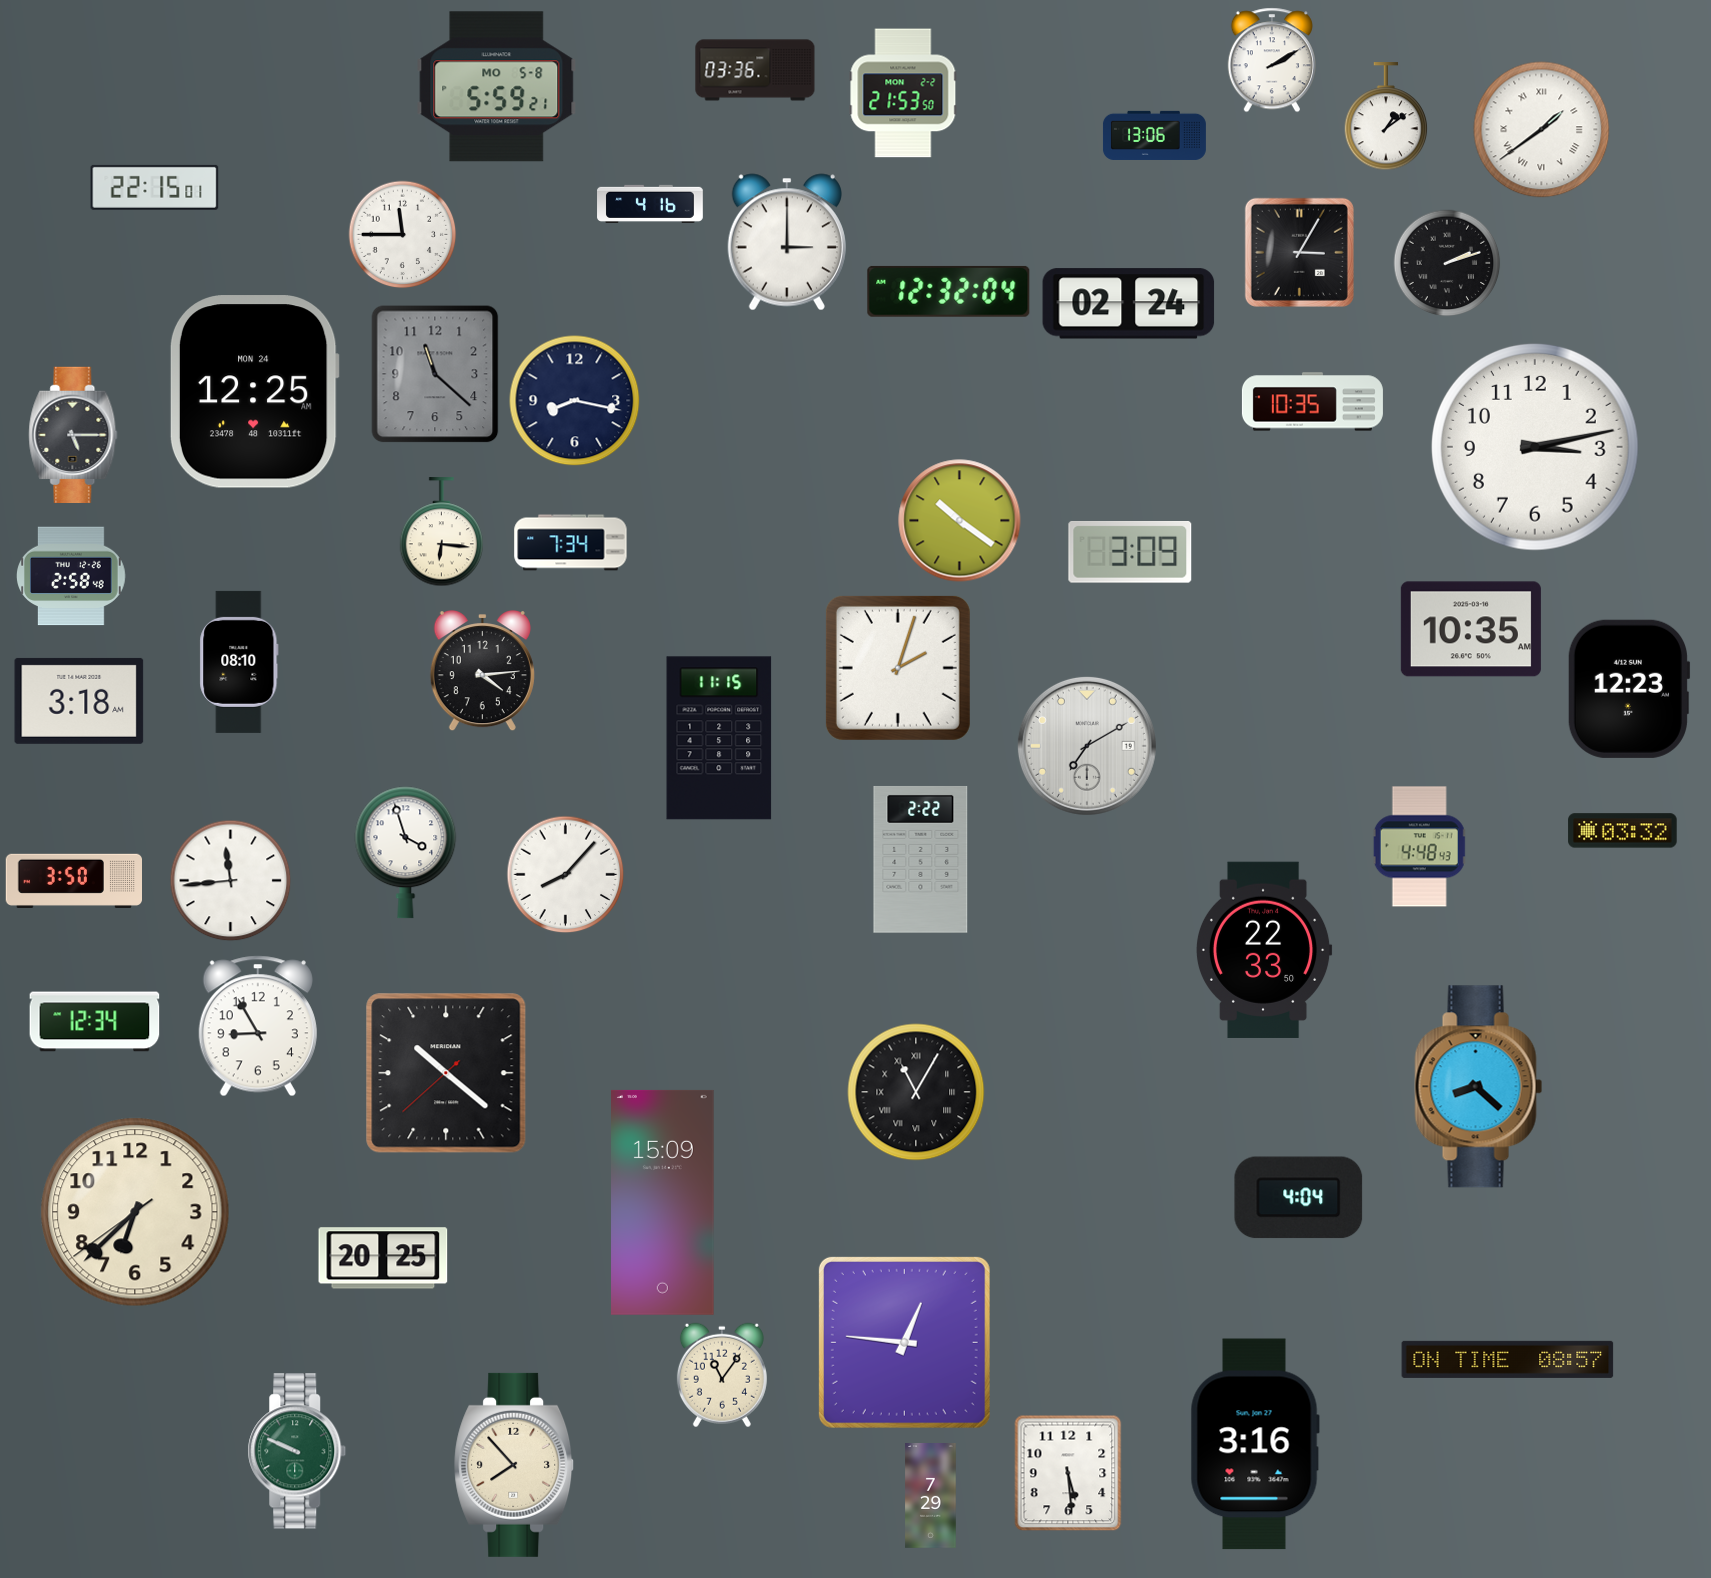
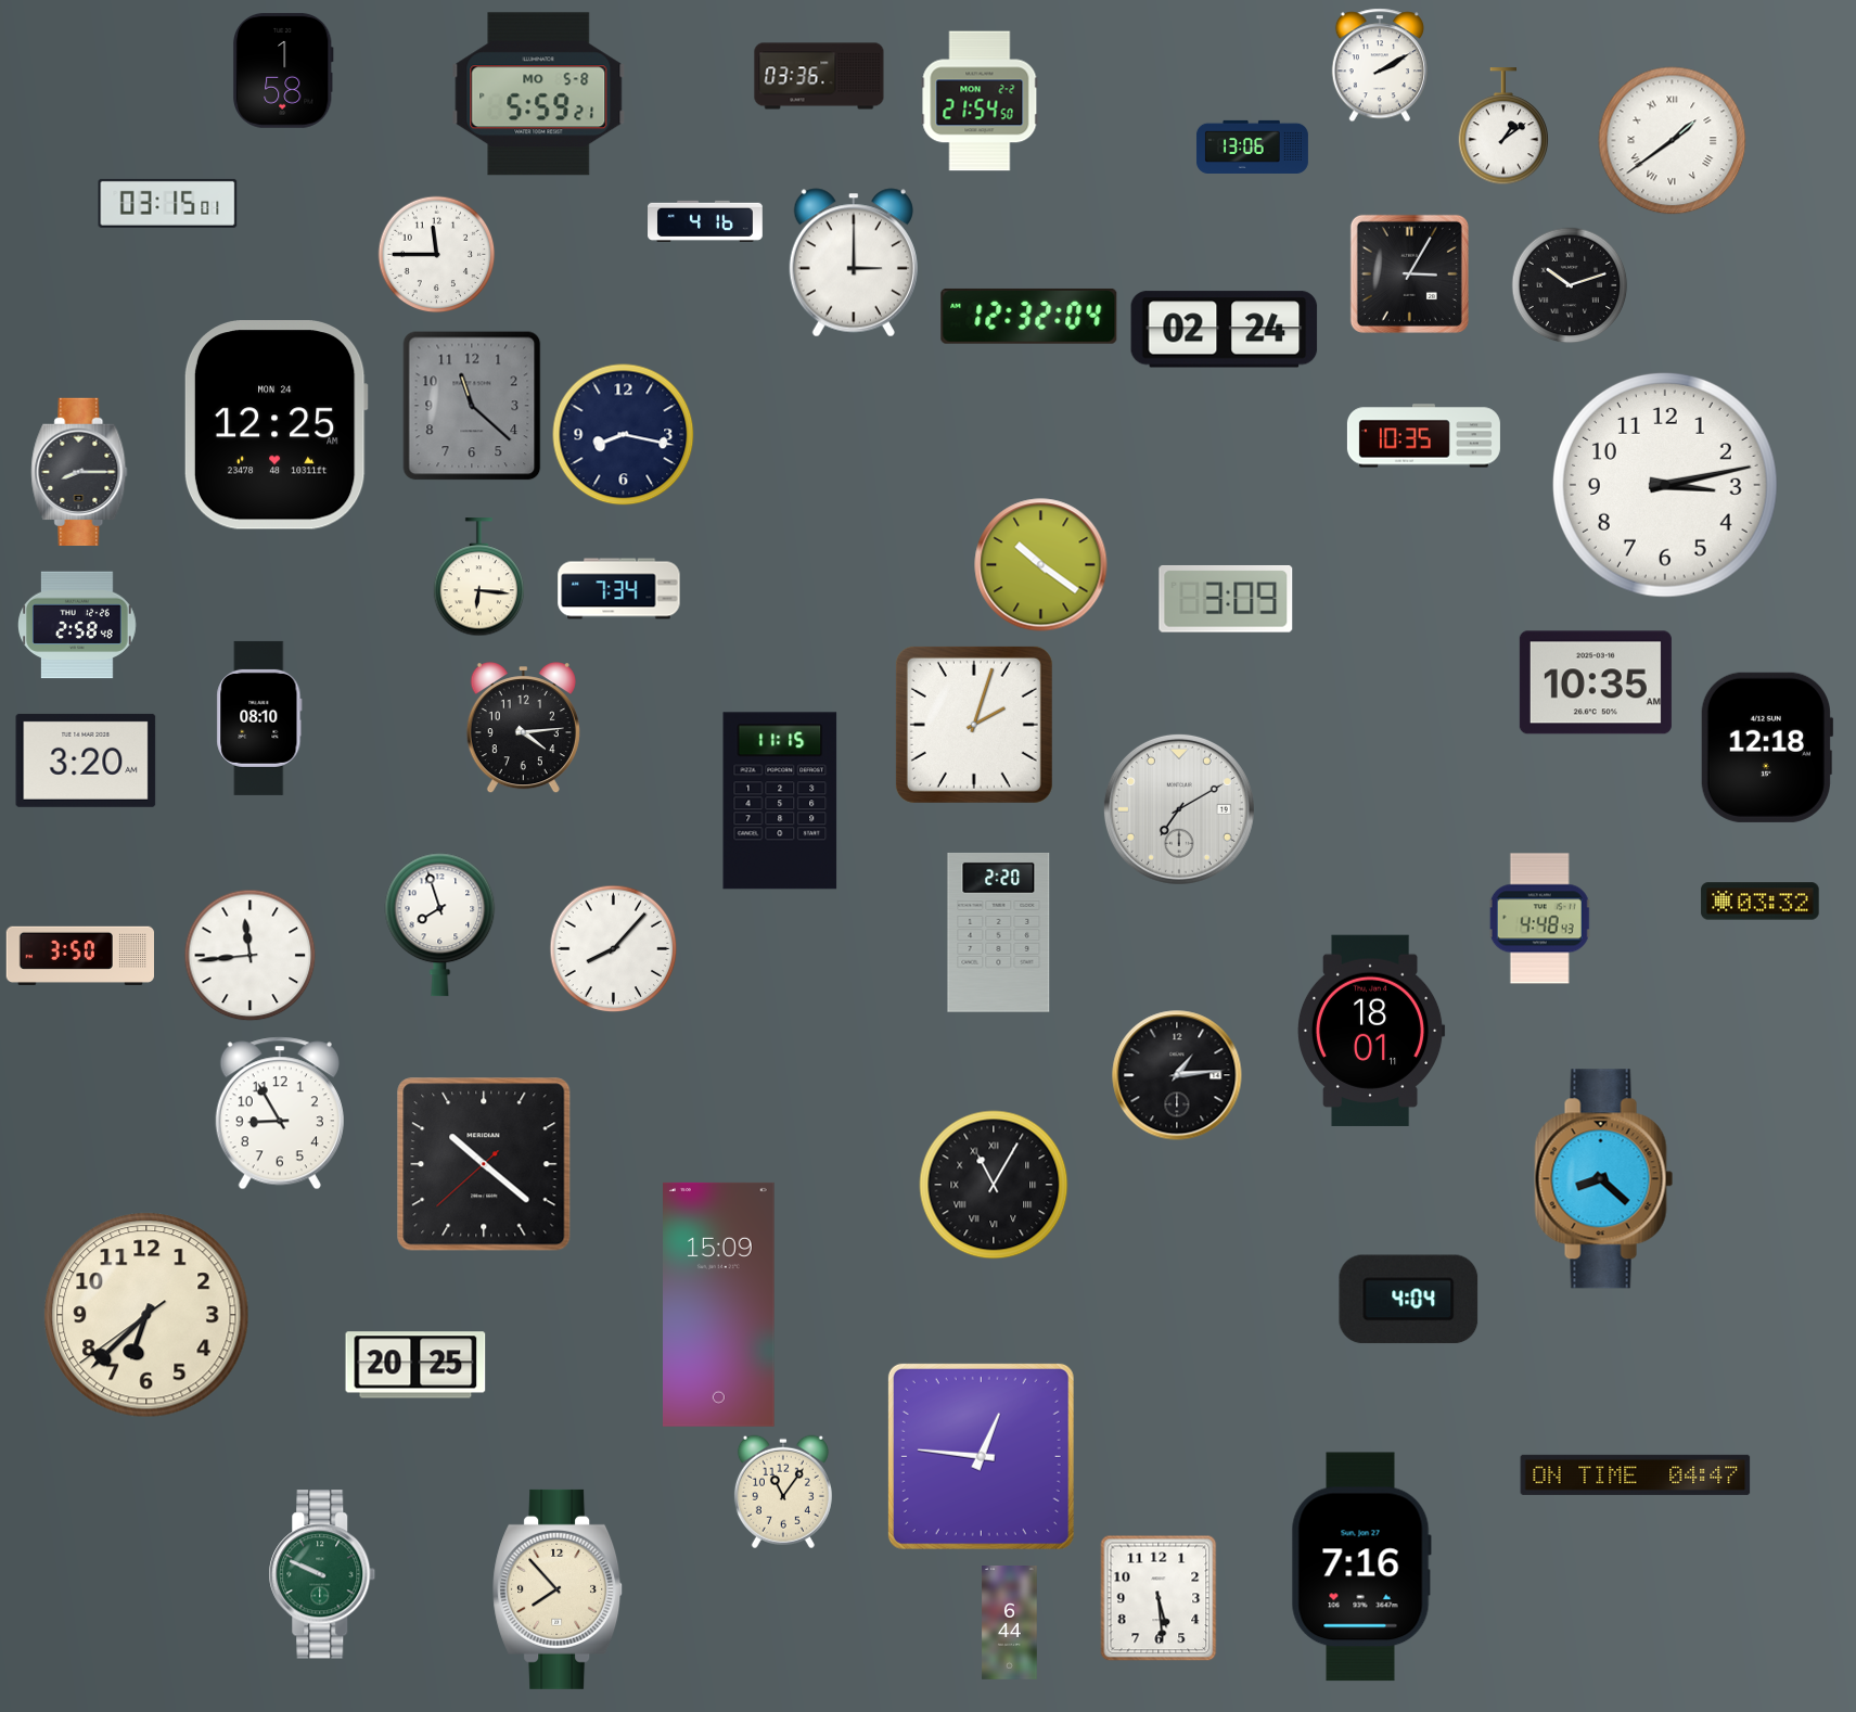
clock at (283, 71): none -> 1:58
clock at (903, 93): 21:53 -> 21:54
clock at (155, 187): 22:15 -> 03:15
clock at (1447, 263): 2:12 -> 10:12
clock at (73, 434): 5:15 -> 8:15
clock at (1629, 689): 12:23 -> 12:18
clock at (79, 701): 3:18 -> 3:20
clock at (406, 853): 3:57 -> 7:57
clock at (921, 859): 2:22 -> 2:20
clock at (1264, 950): 22:33 -> 18:01
clock at (1177, 1075): none -> 1:14
clock at (95, 1022): 12:34 -> none
clock at (1508, 1359): 08:57 -> 04:47
clock at (1255, 1444): 3:16 -> 7:16
clock at (931, 1496): 7:29 -> 6:44
